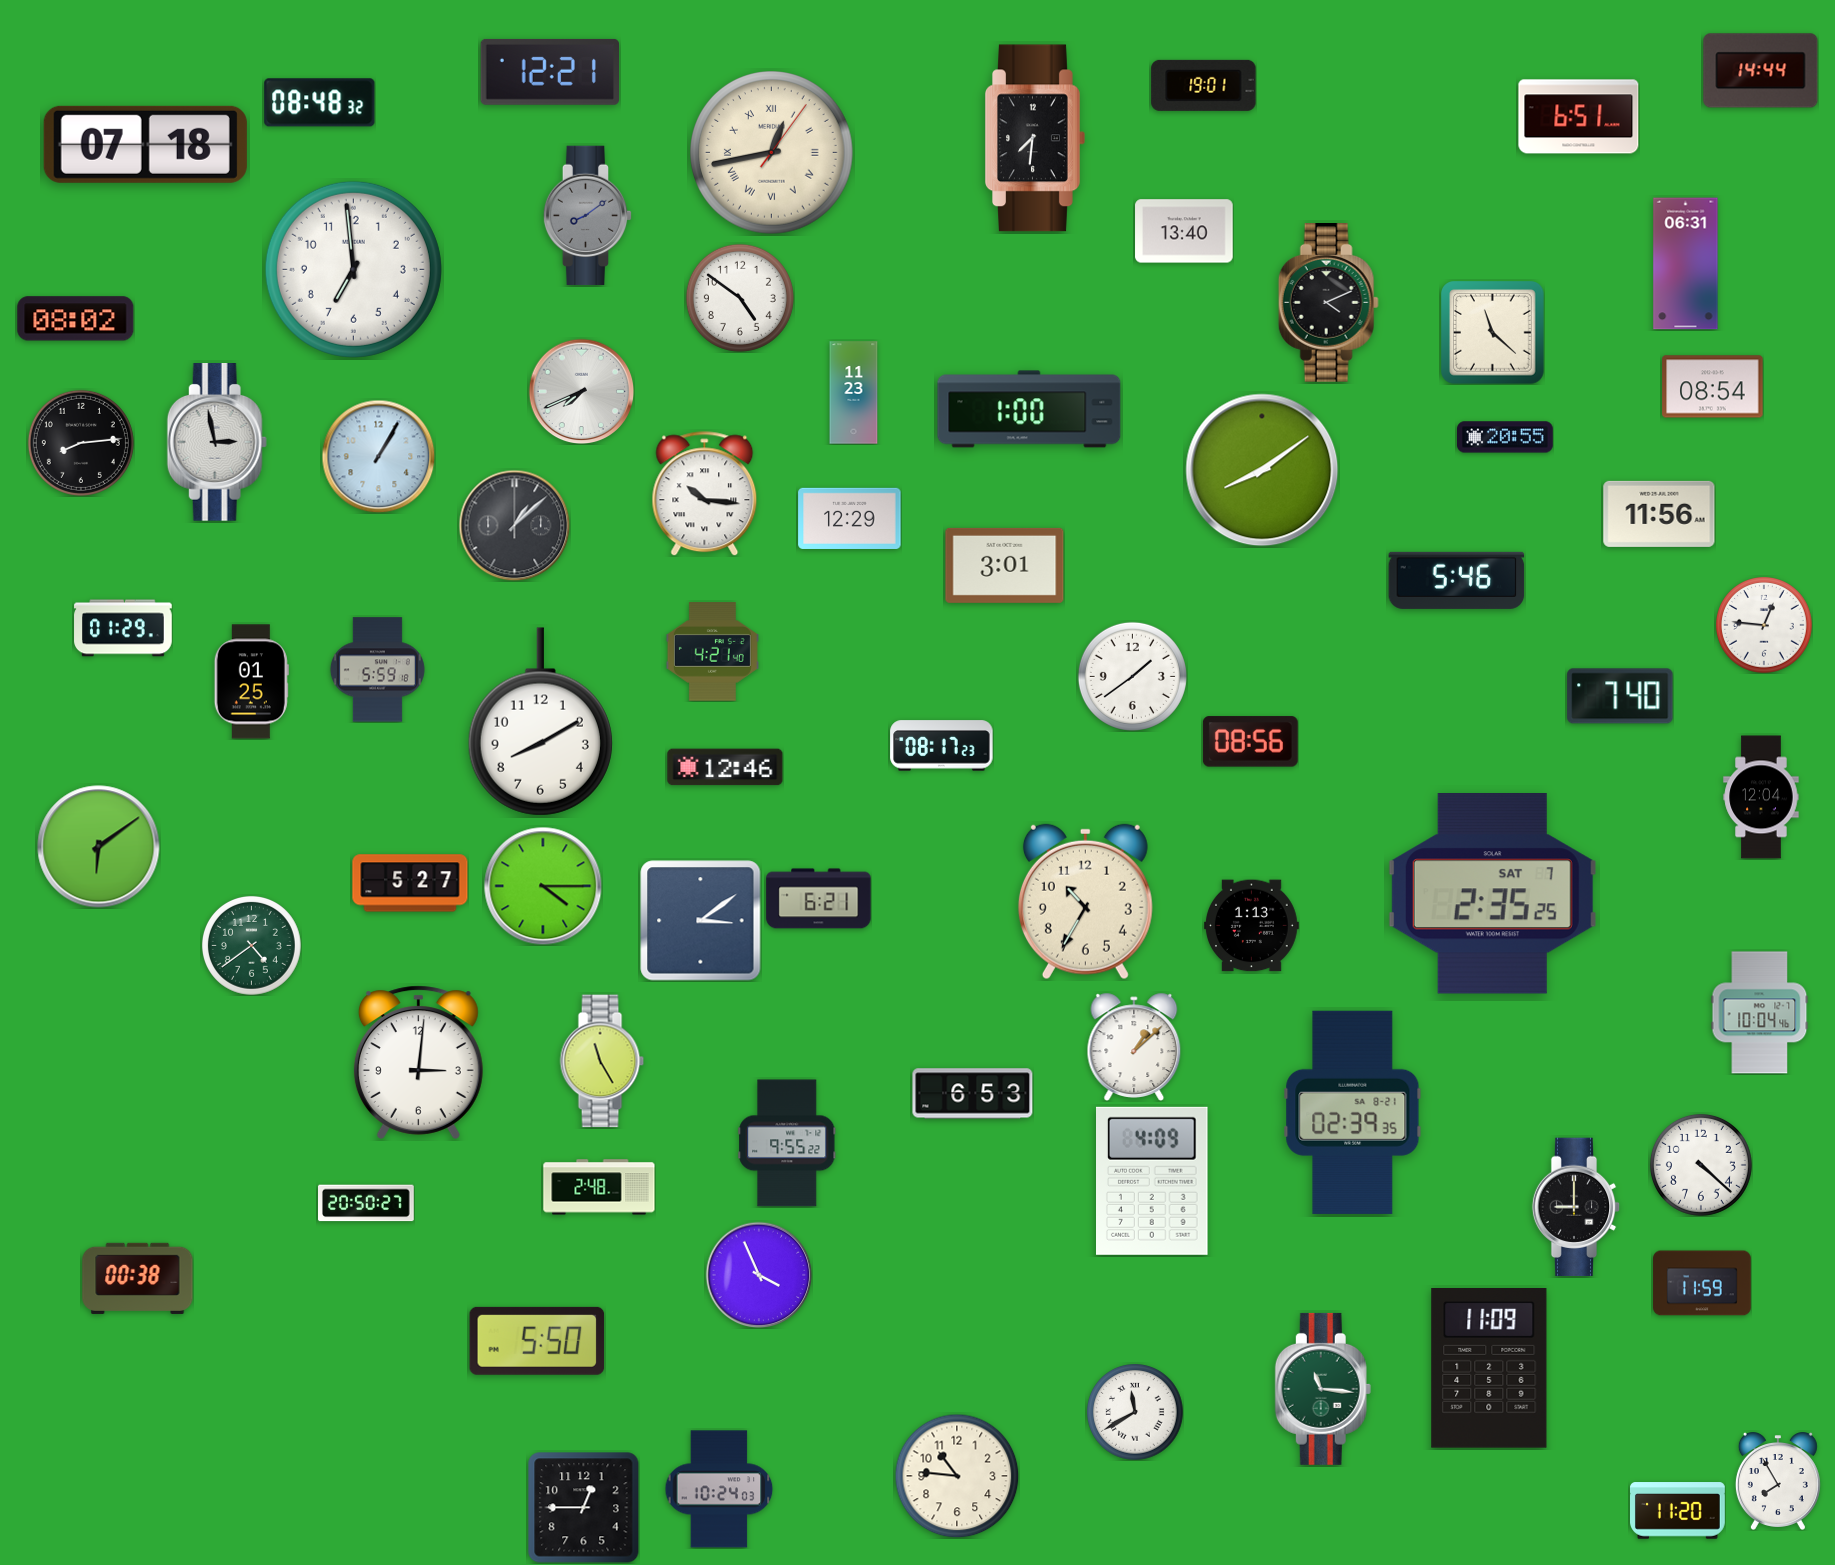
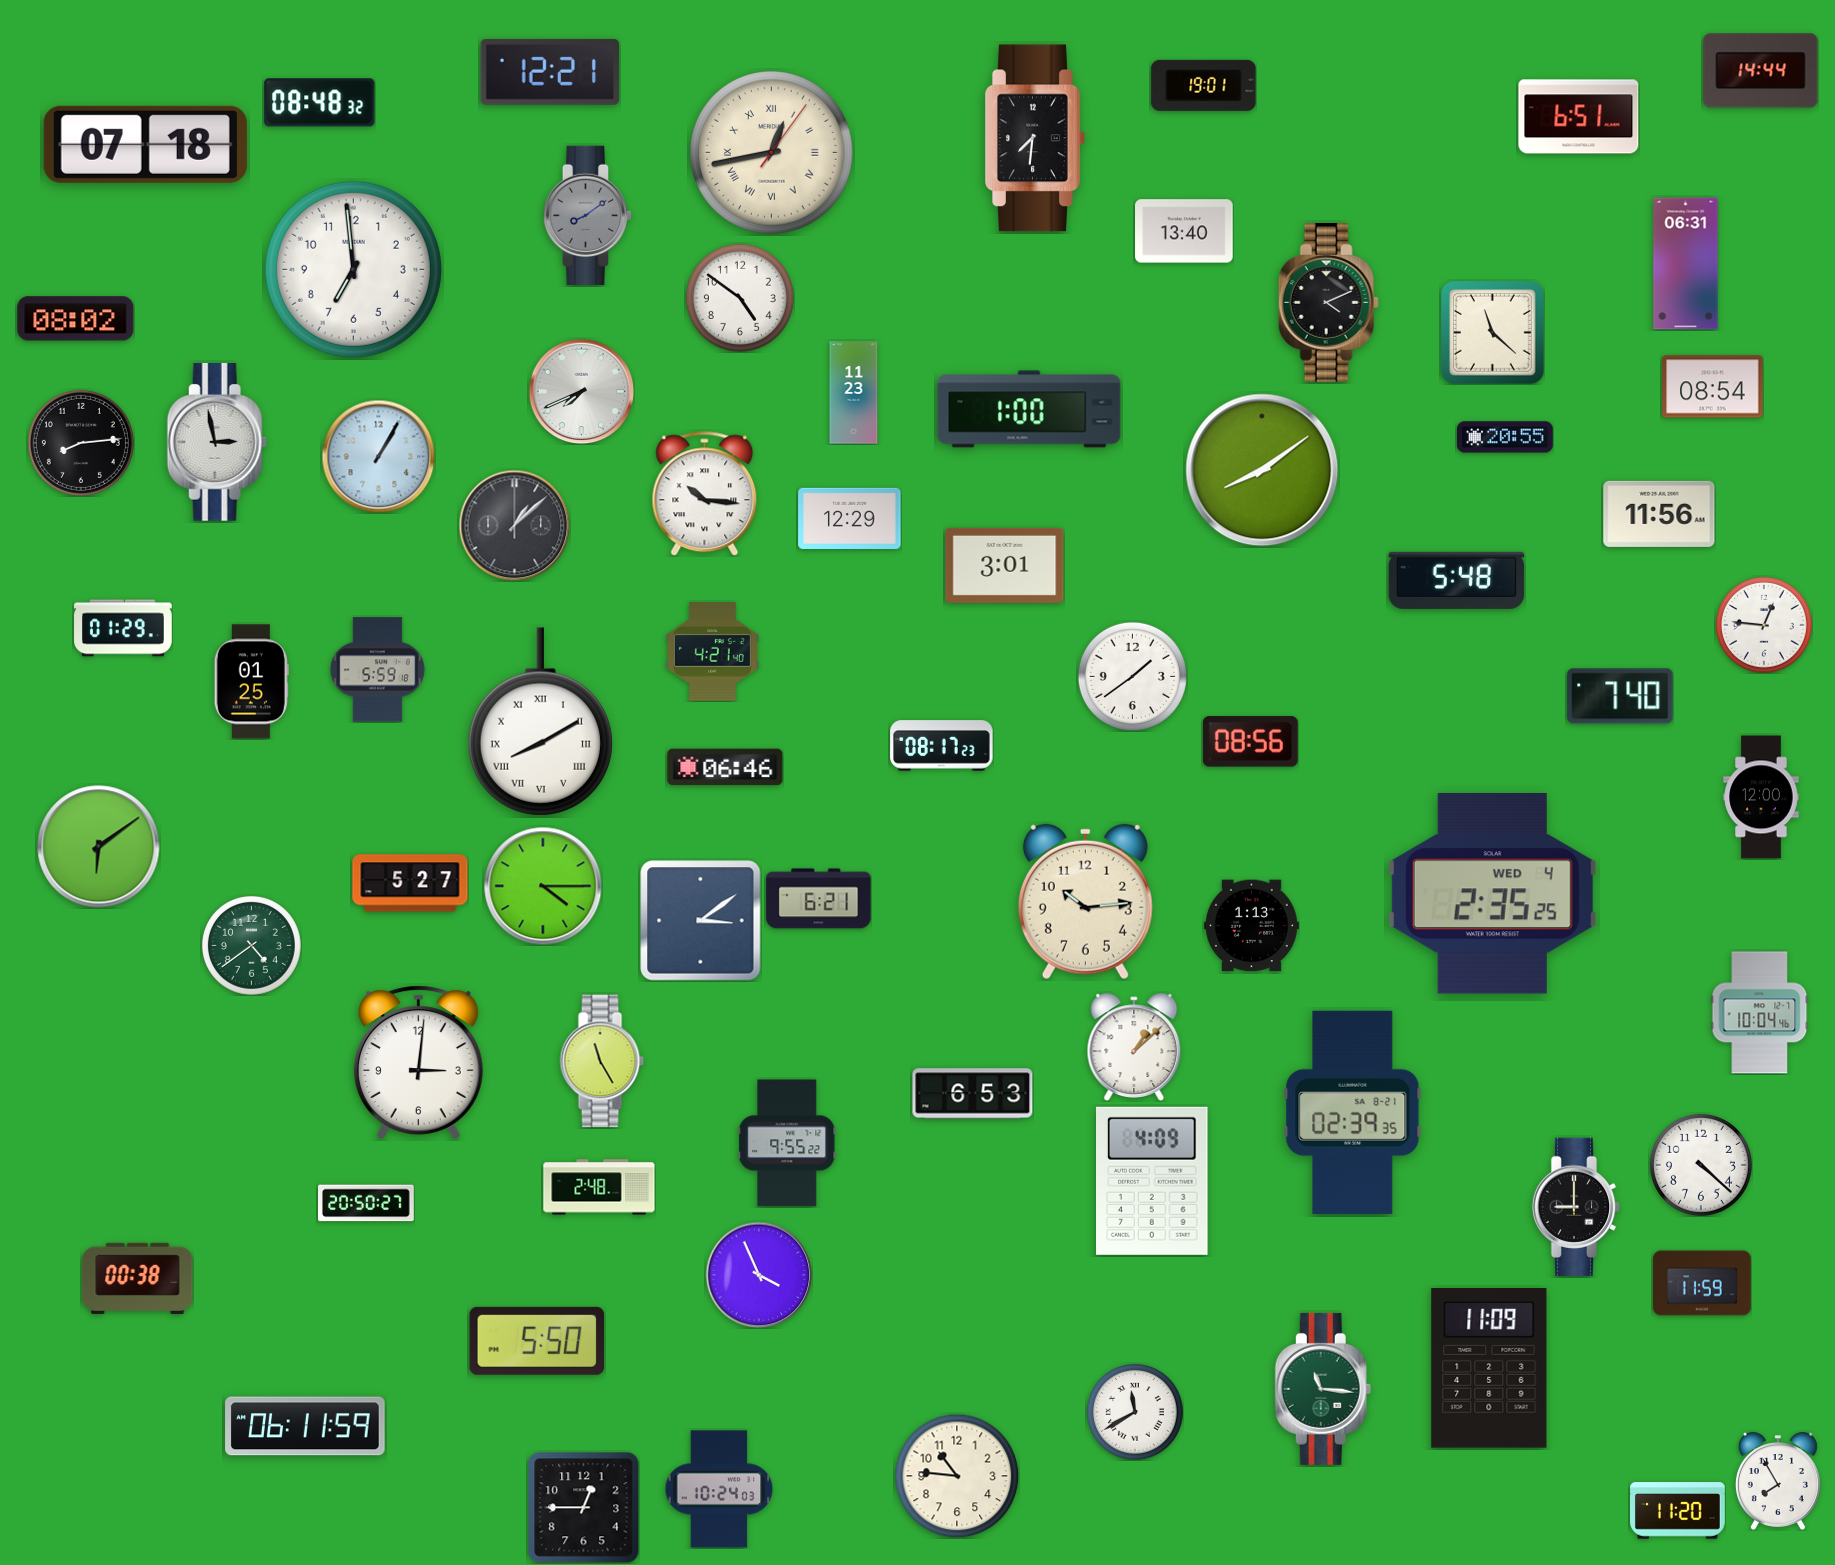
clock at (1457, 580): 5:46 -> 5:48
clock at (540, 722) numerals: Arabic -> Roman
clock at (725, 767): 12:46 -> 06:46
clock at (1761, 797): 12:04 -> 12:00
clock at (1492, 894) date: SAT 7 -> WED 4
clock at (1085, 902): 10:35 -> 10:14
clock at (305, 1426): none -> 06:11
